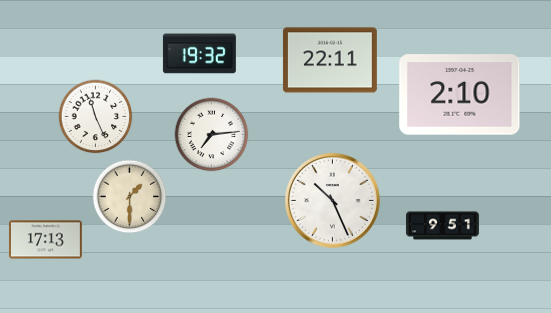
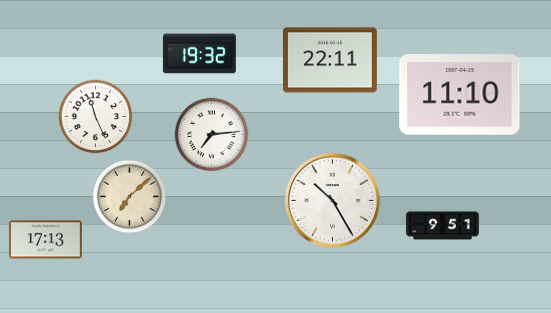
clock at (460, 95): 2:10 -> 11:10
clock at (130, 197): 1:30 -> 7:08
clock at (332, 200): 10:26 -> 10:25
